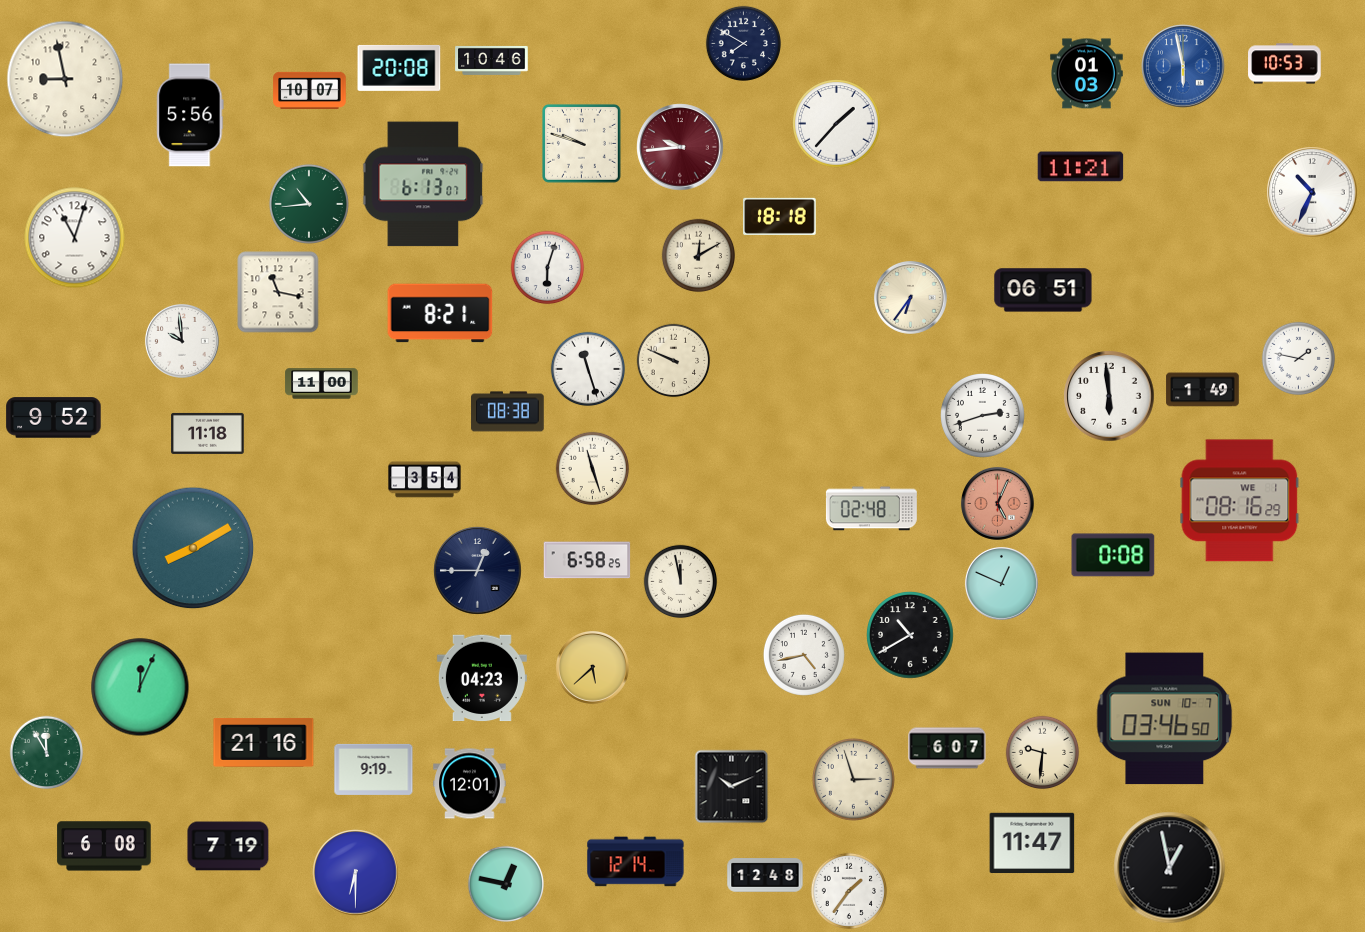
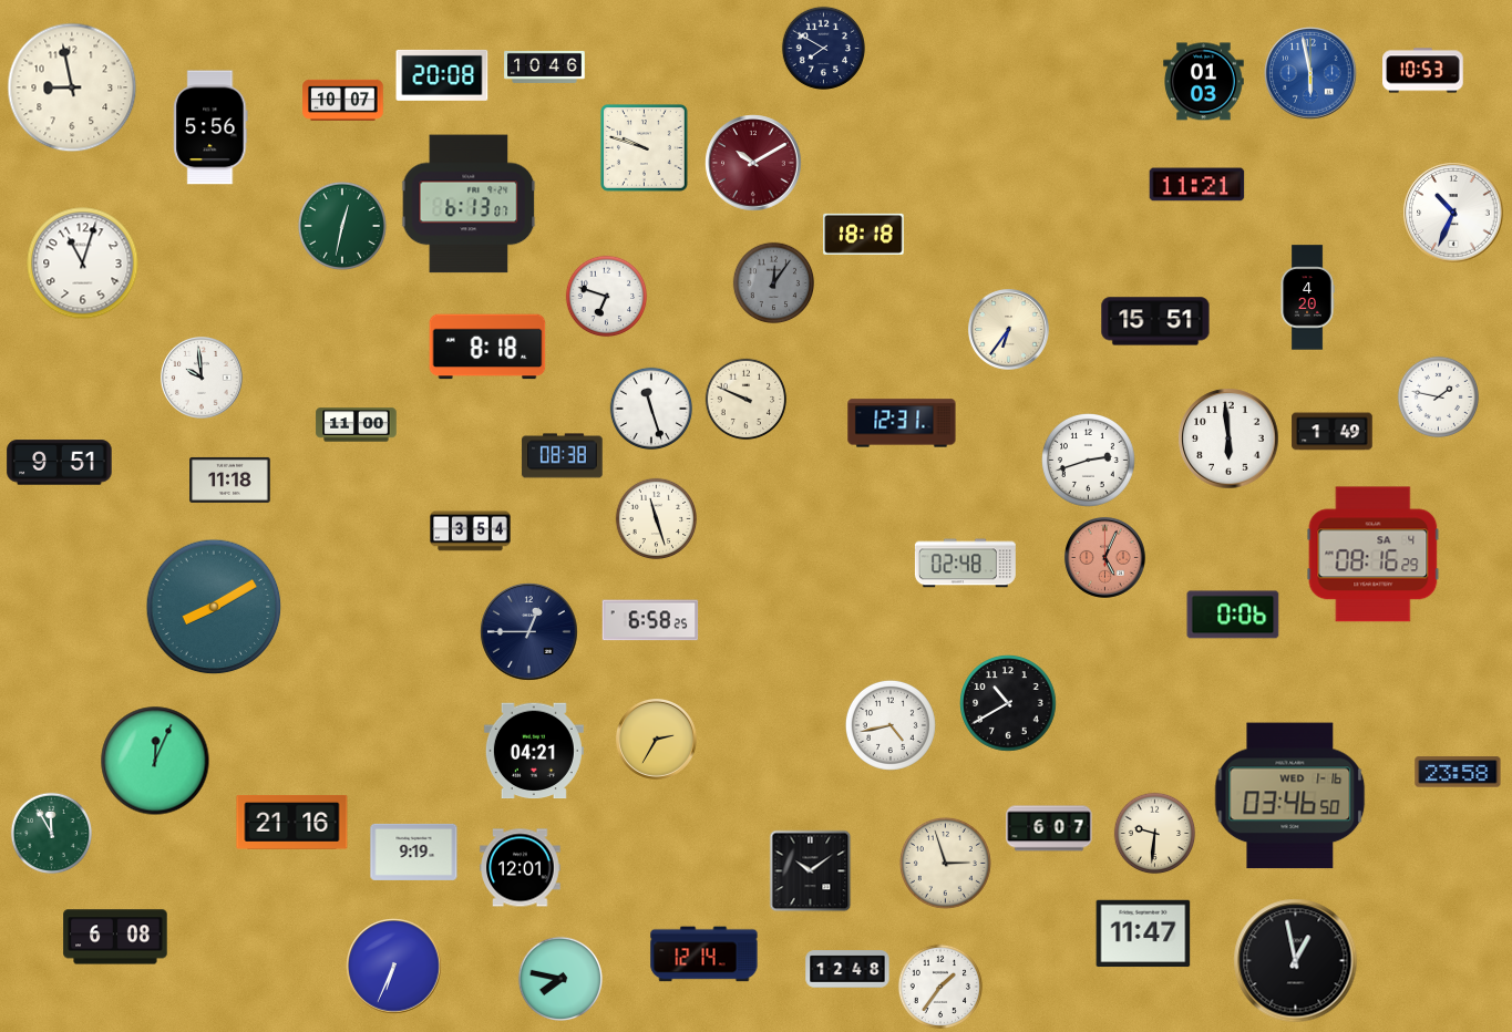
clock at (837, 124): 1:37 -> none
clock at (582, 144) position: (582, 144) -> (645, 148)
clock at (680, 147): 9:44 -> 10:10
clock at (309, 204): 10:44 -> 12:32
clock at (780, 216) position: (780, 216) -> (864, 234)
clock at (699, 256): 12:10 -> 12:06
clock at (699, 256) dial: cream -> grey
clock at (548, 268): 6:03 -> 6:48
clock at (1307, 298): none -> 4:20
clock at (1043, 290): 06:51 -> 15:51
clock at (278, 292): 11:17 -> none
clock at (440, 313): 8:21 -> 8:18
clock at (902, 423): none -> 12:31
clock at (54, 418): 9:52 -> 9:51
clock at (1240, 501) date: WE 1 -> SA 4
clock at (1113, 555): 0:08 -> 0:06
clock at (681, 582): 11:58 -> none
clock at (1001, 583): 12:49 -> none
clock at (592, 667): 5:38 -> 2:35
clock at (482, 678): 04:23 -> 04:21
clock at (1458, 772): none -> 23:58
clock at (1165, 719) date: SUN 10-7 -> WED 1-16
clock at (732, 787): 10:11 -> 10:09
clock at (228, 846): 7:19 -> none
clock at (356, 873): 6:30 -> 6:34
clock at (505, 883): 12:47 -> 7:47
